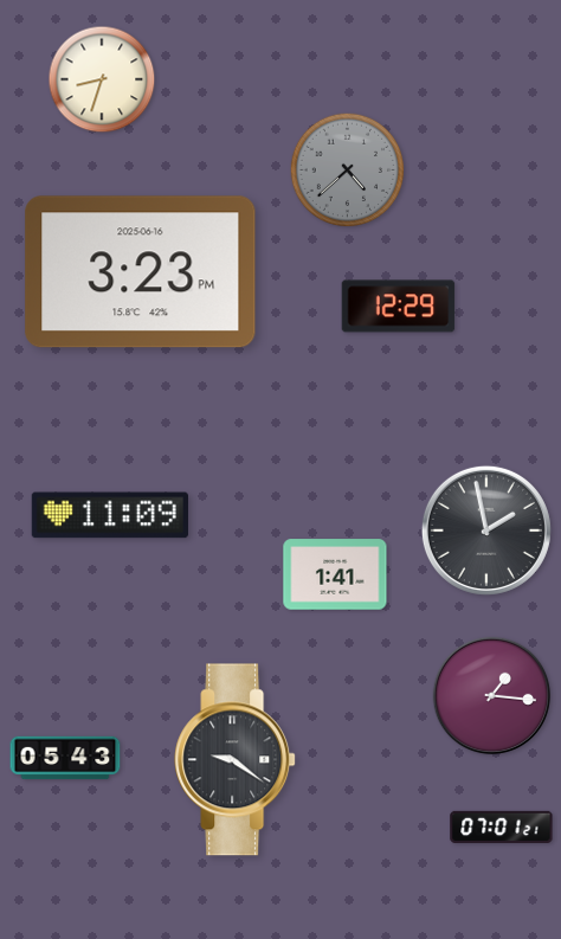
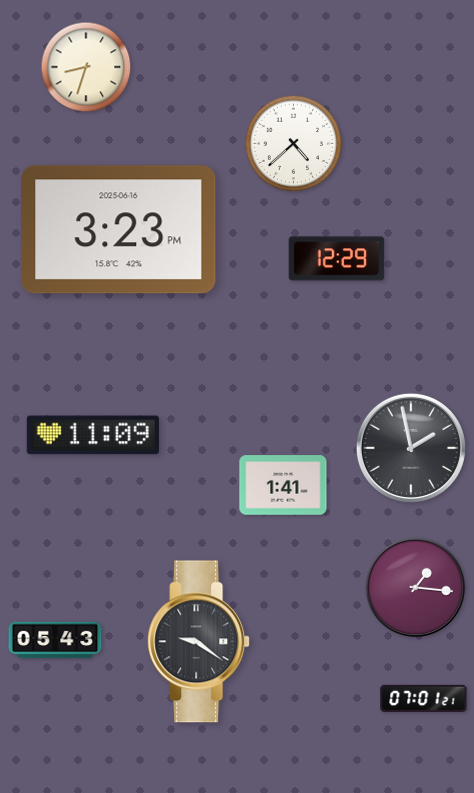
clock at (348, 171) dial: grey -> white
